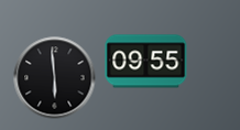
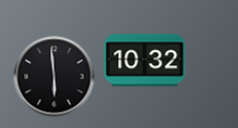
clock at (146, 62): 09:55 -> 10:32
